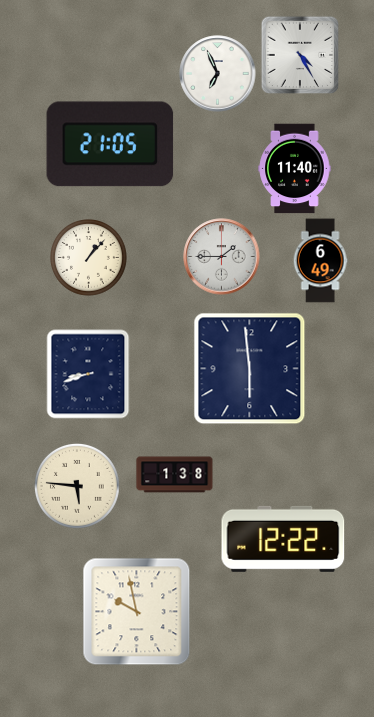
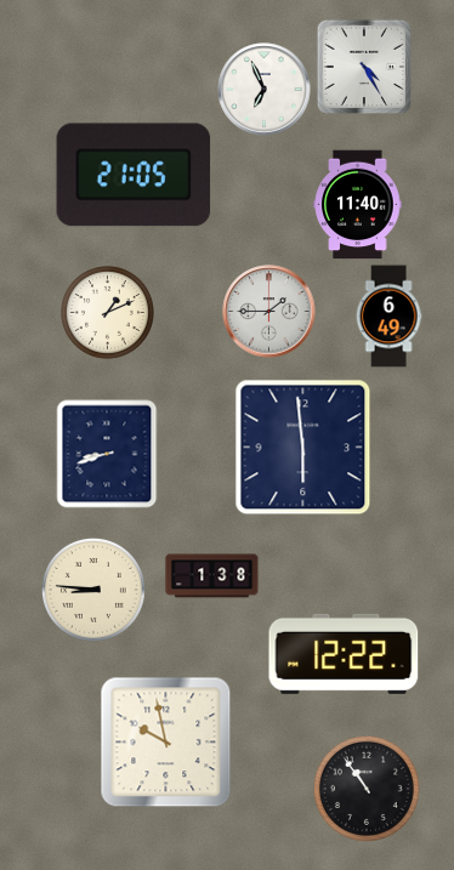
clock at (89, 258): 1:07 -> 1:11
clock at (77, 486): 5:46 -> 8:46
clock at (367, 789): none -> 10:54
